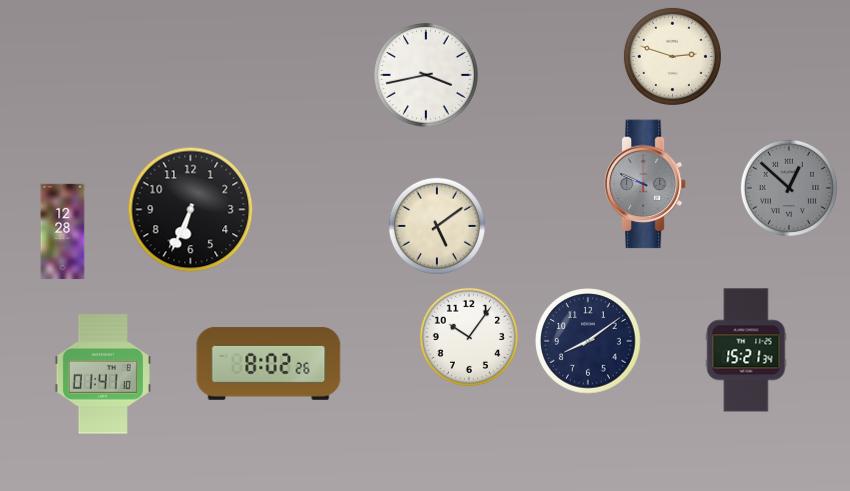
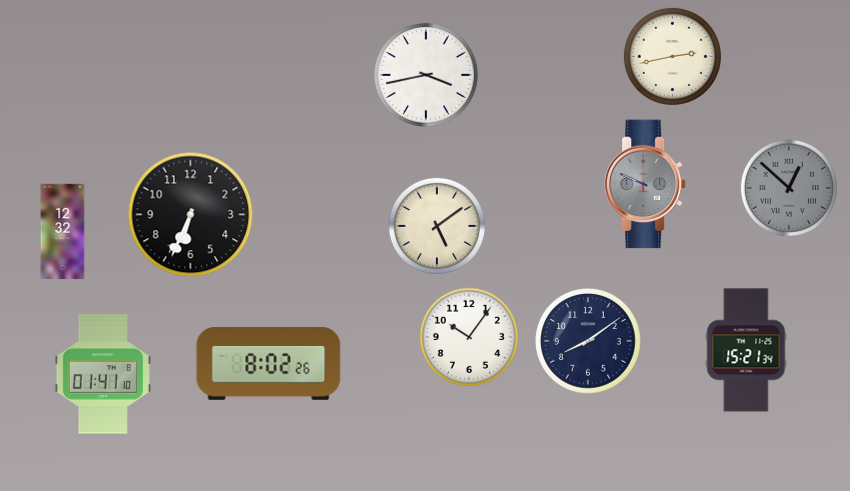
clock at (672, 56): 2:48 -> 2:43
clock at (191, 210) position: (191, 210) -> (191, 215)
clock at (63, 232): 12:28 -> 12:32
